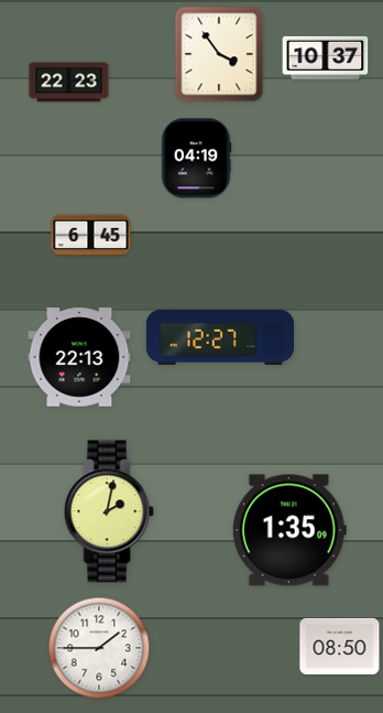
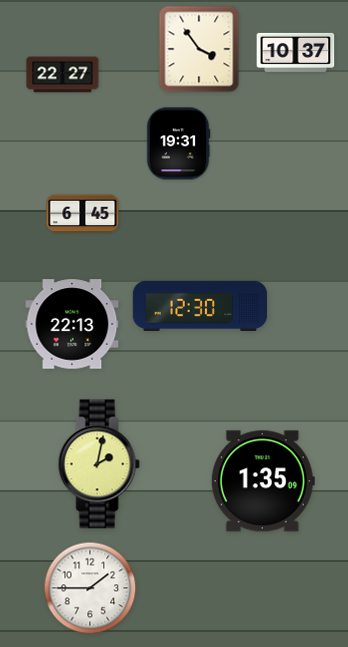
clock at (69, 83): 22:23 -> 22:27
clock at (196, 159): 04:19 -> 19:31
clock at (220, 337): 12:27 -> 12:30
clock at (340, 646): 08:50 -> none
